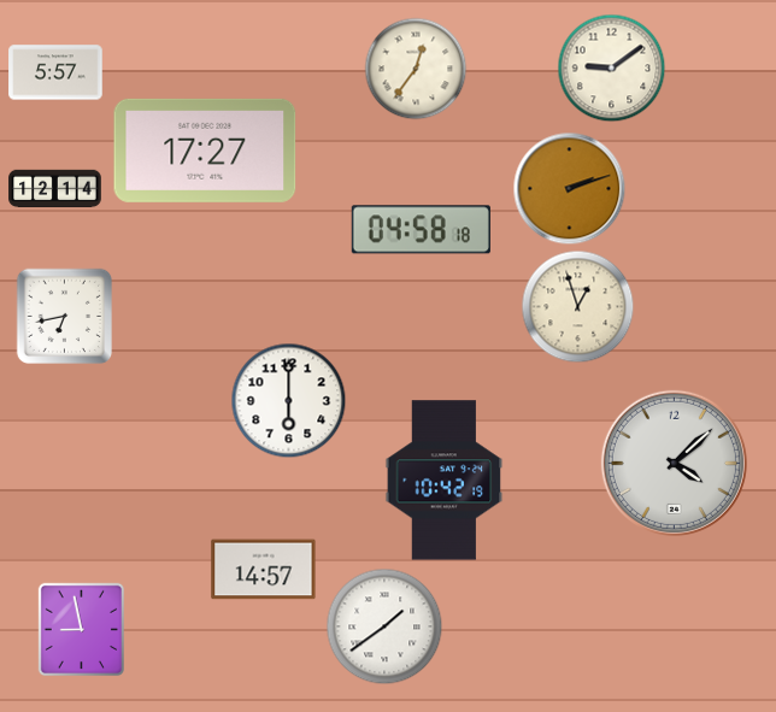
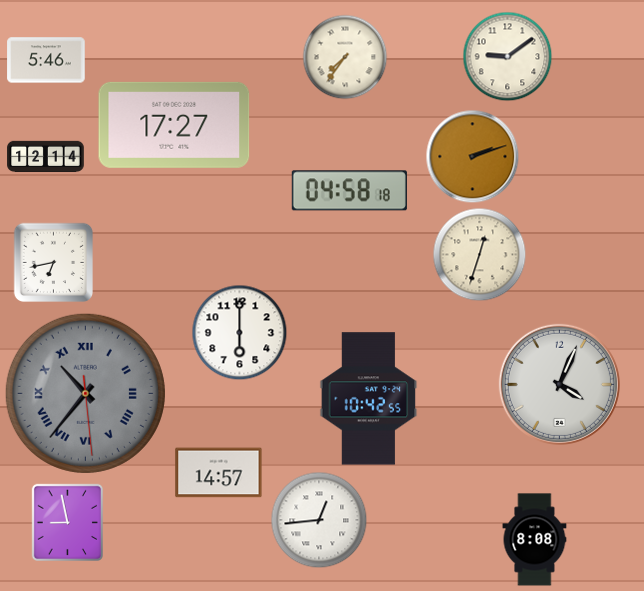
clock at (416, 69): 12:36 -> 7:36
clock at (55, 72): 5:57 -> 5:46
clock at (205, 151) position: (205, 151) -> (174, 125)
clock at (577, 306): 12:57 -> 12:33
clock at (674, 463): 4:08 -> 4:04
clock at (85, 393): none -> 10:36
clock at (445, 481): 10:42:19 -> 10:42:55
clock at (384, 626): 1:39 -> 12:44
clock at (535, 540): none -> 8:08
